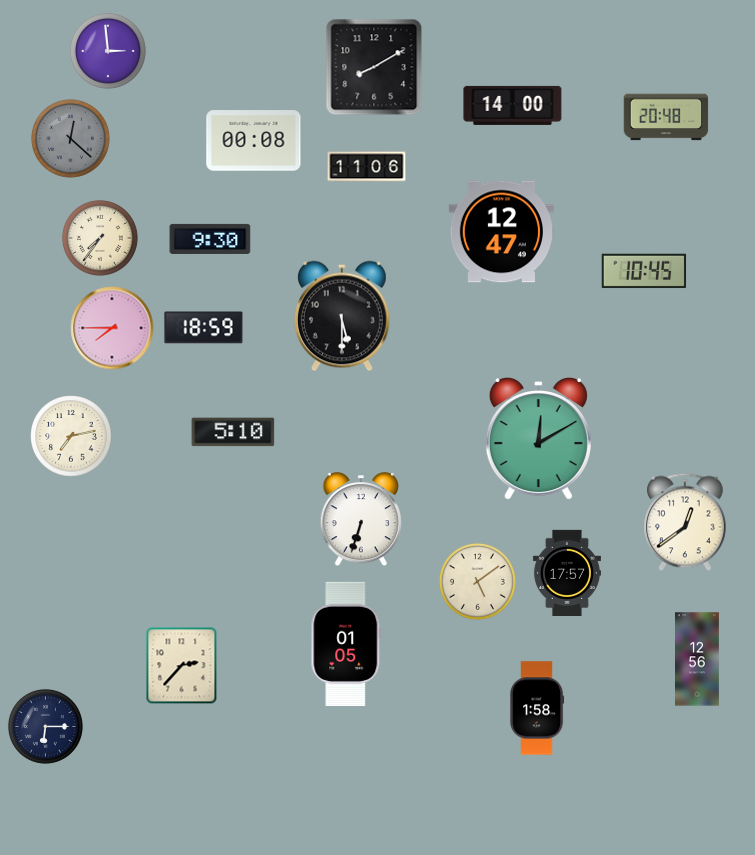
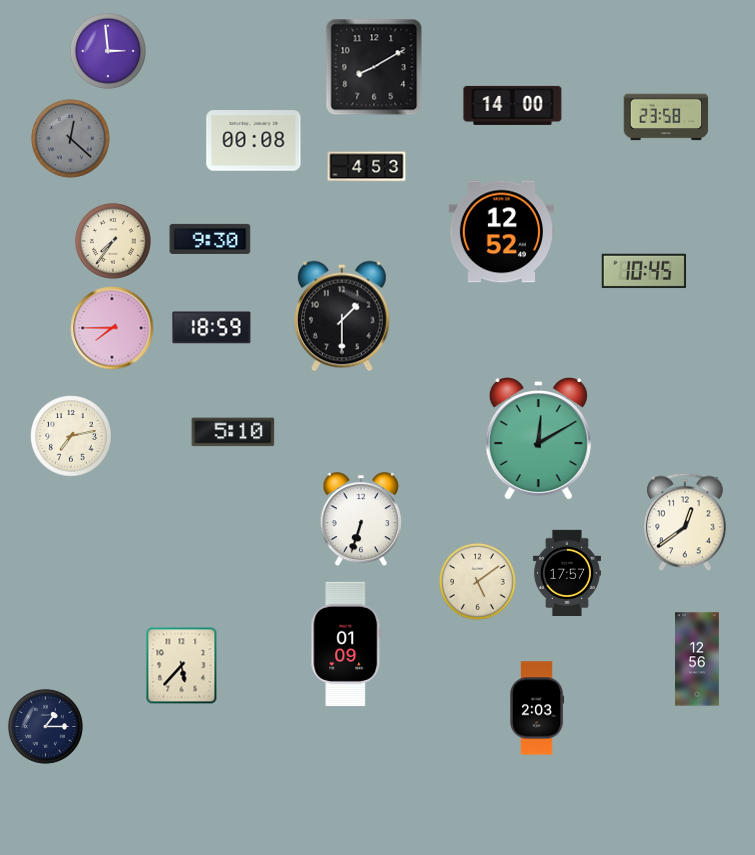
clock at (666, 117): 20:48 -> 23:58
clock at (367, 167): 11:06 -> 4:53
clock at (501, 232): 12:47 -> 12:52
clock at (100, 238) position: (100, 238) -> (113, 241)
clock at (342, 316): 5:30 -> 1:30
clock at (204, 328) position: (204, 328) -> (212, 328)
clock at (346, 643): 01:05 -> 01:09
clock at (182, 666): 2:37 -> 5:37
clock at (537, 708): 1:58 -> 2:03
clock at (45, 726): 6:15 -> 1:15
